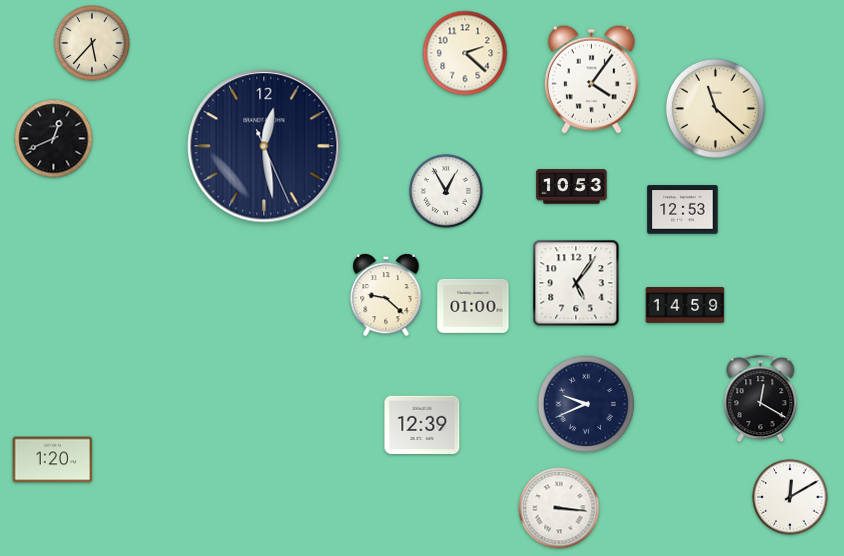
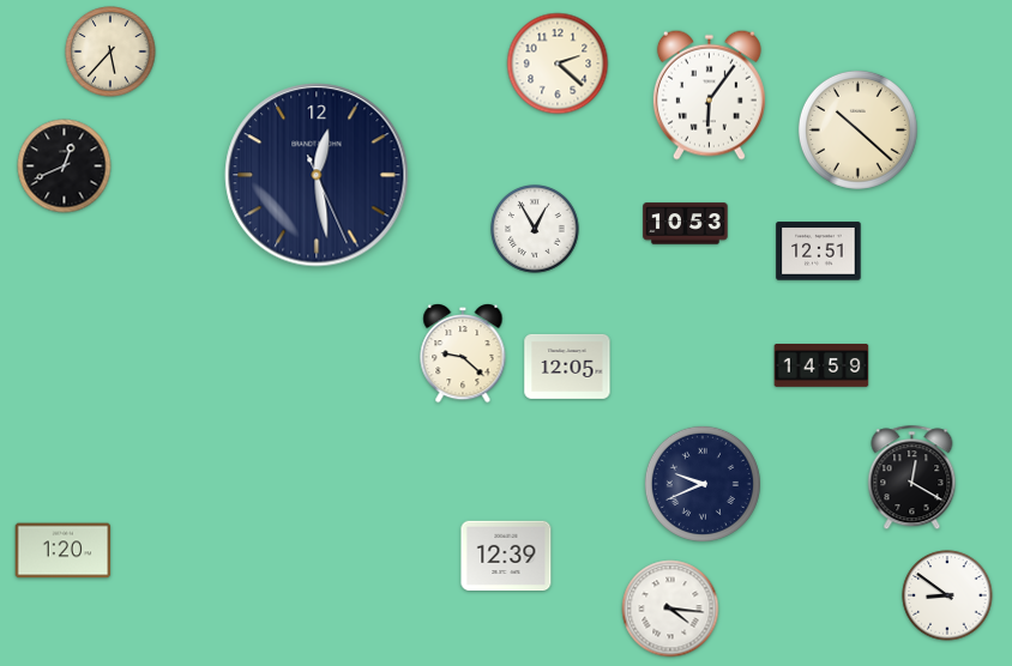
clock at (591, 79): 4:06 -> 6:06
clock at (715, 108): 11:22 -> 10:22
clock at (683, 210): 12:53 -> 12:51
clock at (576, 283): 5:06 -> none
clock at (473, 306): 01:00 -> 12:05
clock at (422, 425) position: (422, 425) -> (506, 556)
clock at (790, 497): 12:10 -> 8:51
clock at (559, 508): 3:16 -> 4:16
